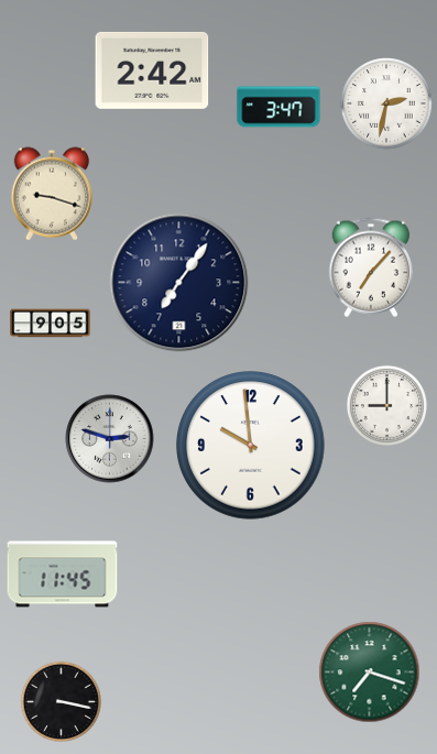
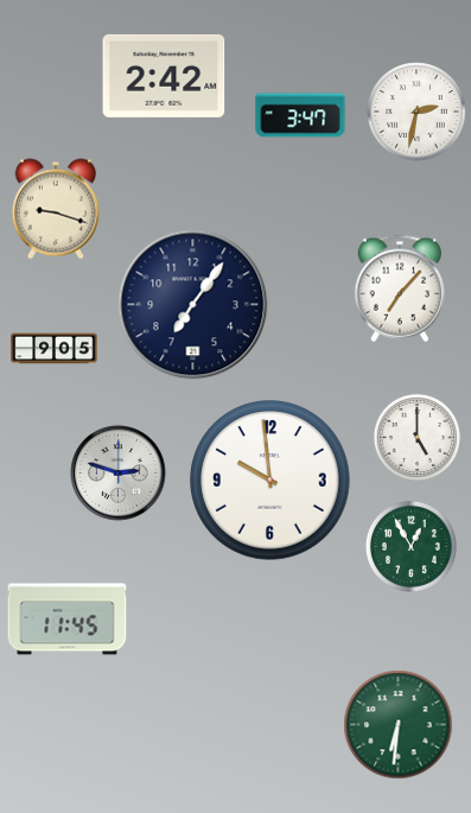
clock at (386, 405): 9:00 -> 5:00
clock at (410, 546): none -> 12:55
clock at (370, 673): 7:18 -> 6:31
clock at (61, 701): 3:17 -> none
